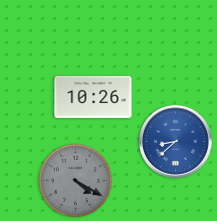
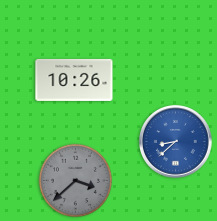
clock at (93, 97) position: (93, 97) -> (74, 80)
clock at (75, 180): 4:20 -> 3:38
